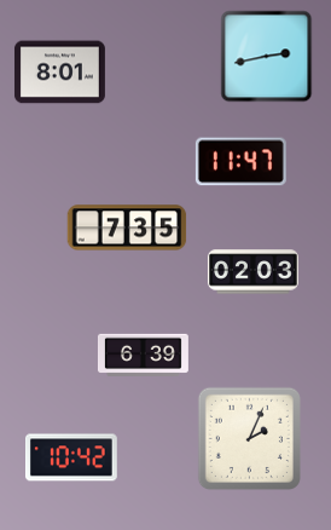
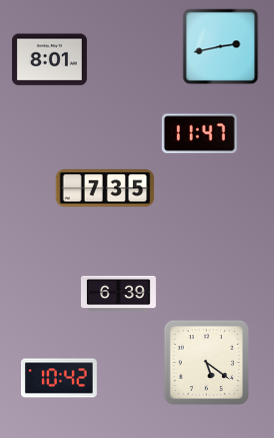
clock at (252, 272): 02:03 -> none
clock at (249, 438): 2:04 -> 5:21
